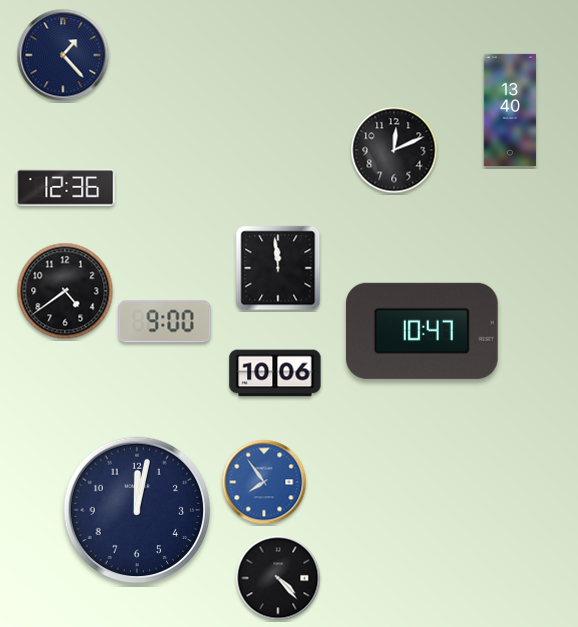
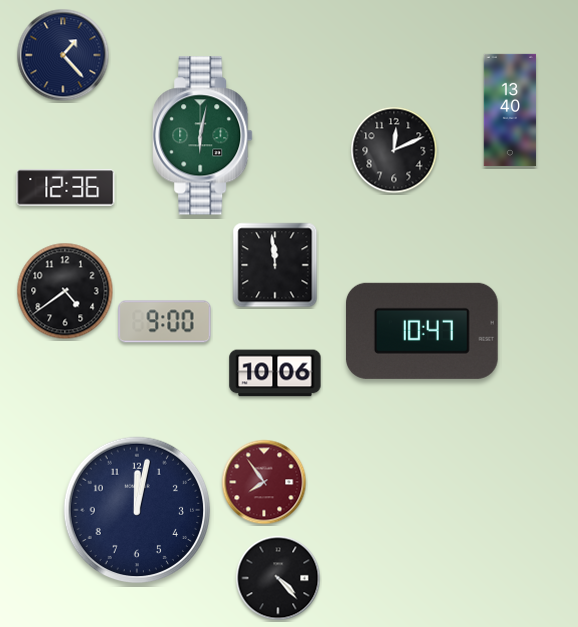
clock at (203, 136): none -> 6:02
clock at (278, 268) position: (278, 268) -> (275, 265)
clock at (264, 482) dial: blue -> burgundy
